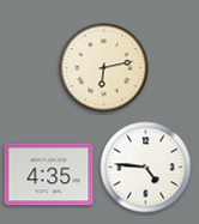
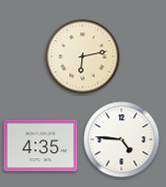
clock at (104, 68) position: (104, 68) -> (83, 57)
